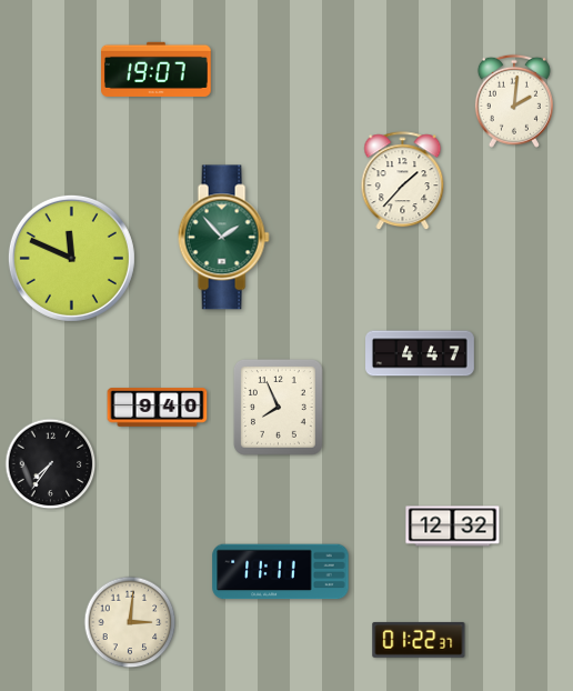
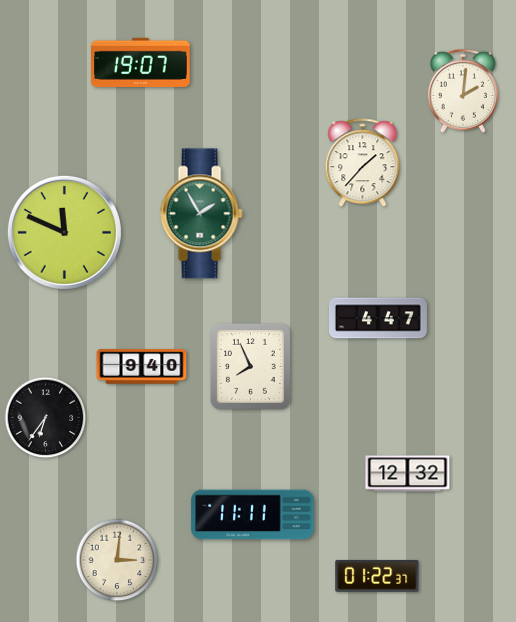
clock at (223, 238): 1:53 -> 1:55
clock at (51, 464): 7:36 -> 6:36
